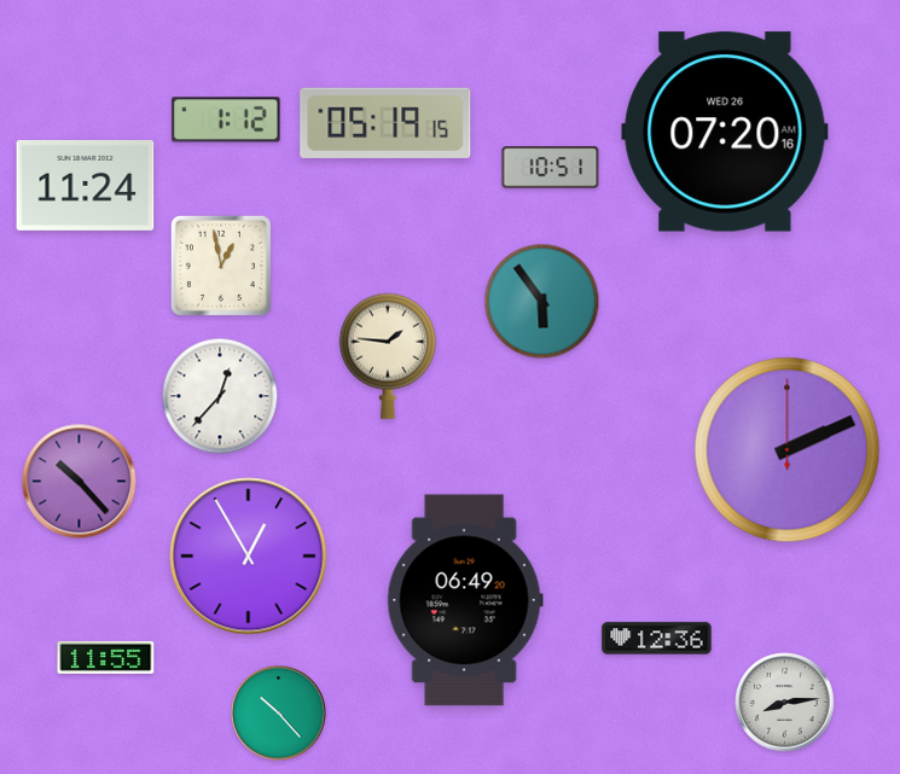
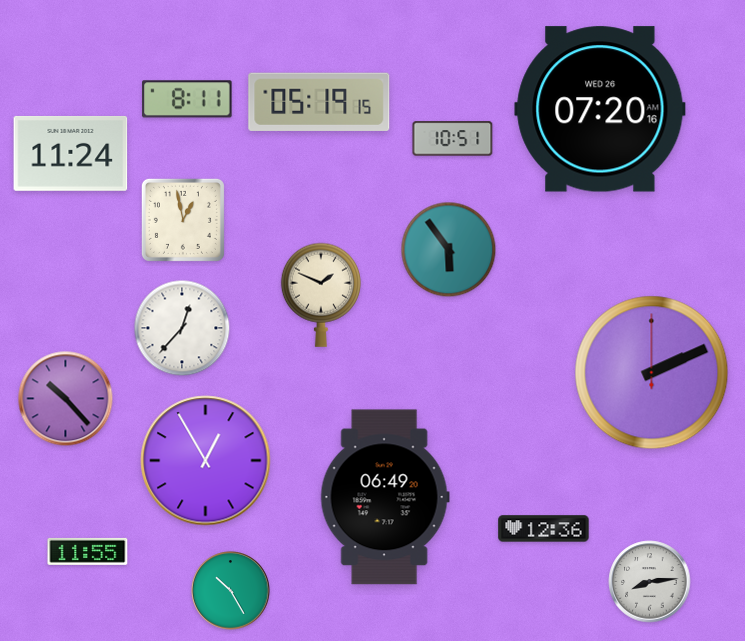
clock at (226, 120): 1:12 -> 8:11
clock at (551, 168) position: (551, 168) -> (453, 139)
clock at (388, 356): 1:46 -> 1:49
clock at (106, 657) position: (106, 657) -> (88, 551)
clock at (279, 714): 10:23 -> 10:25
